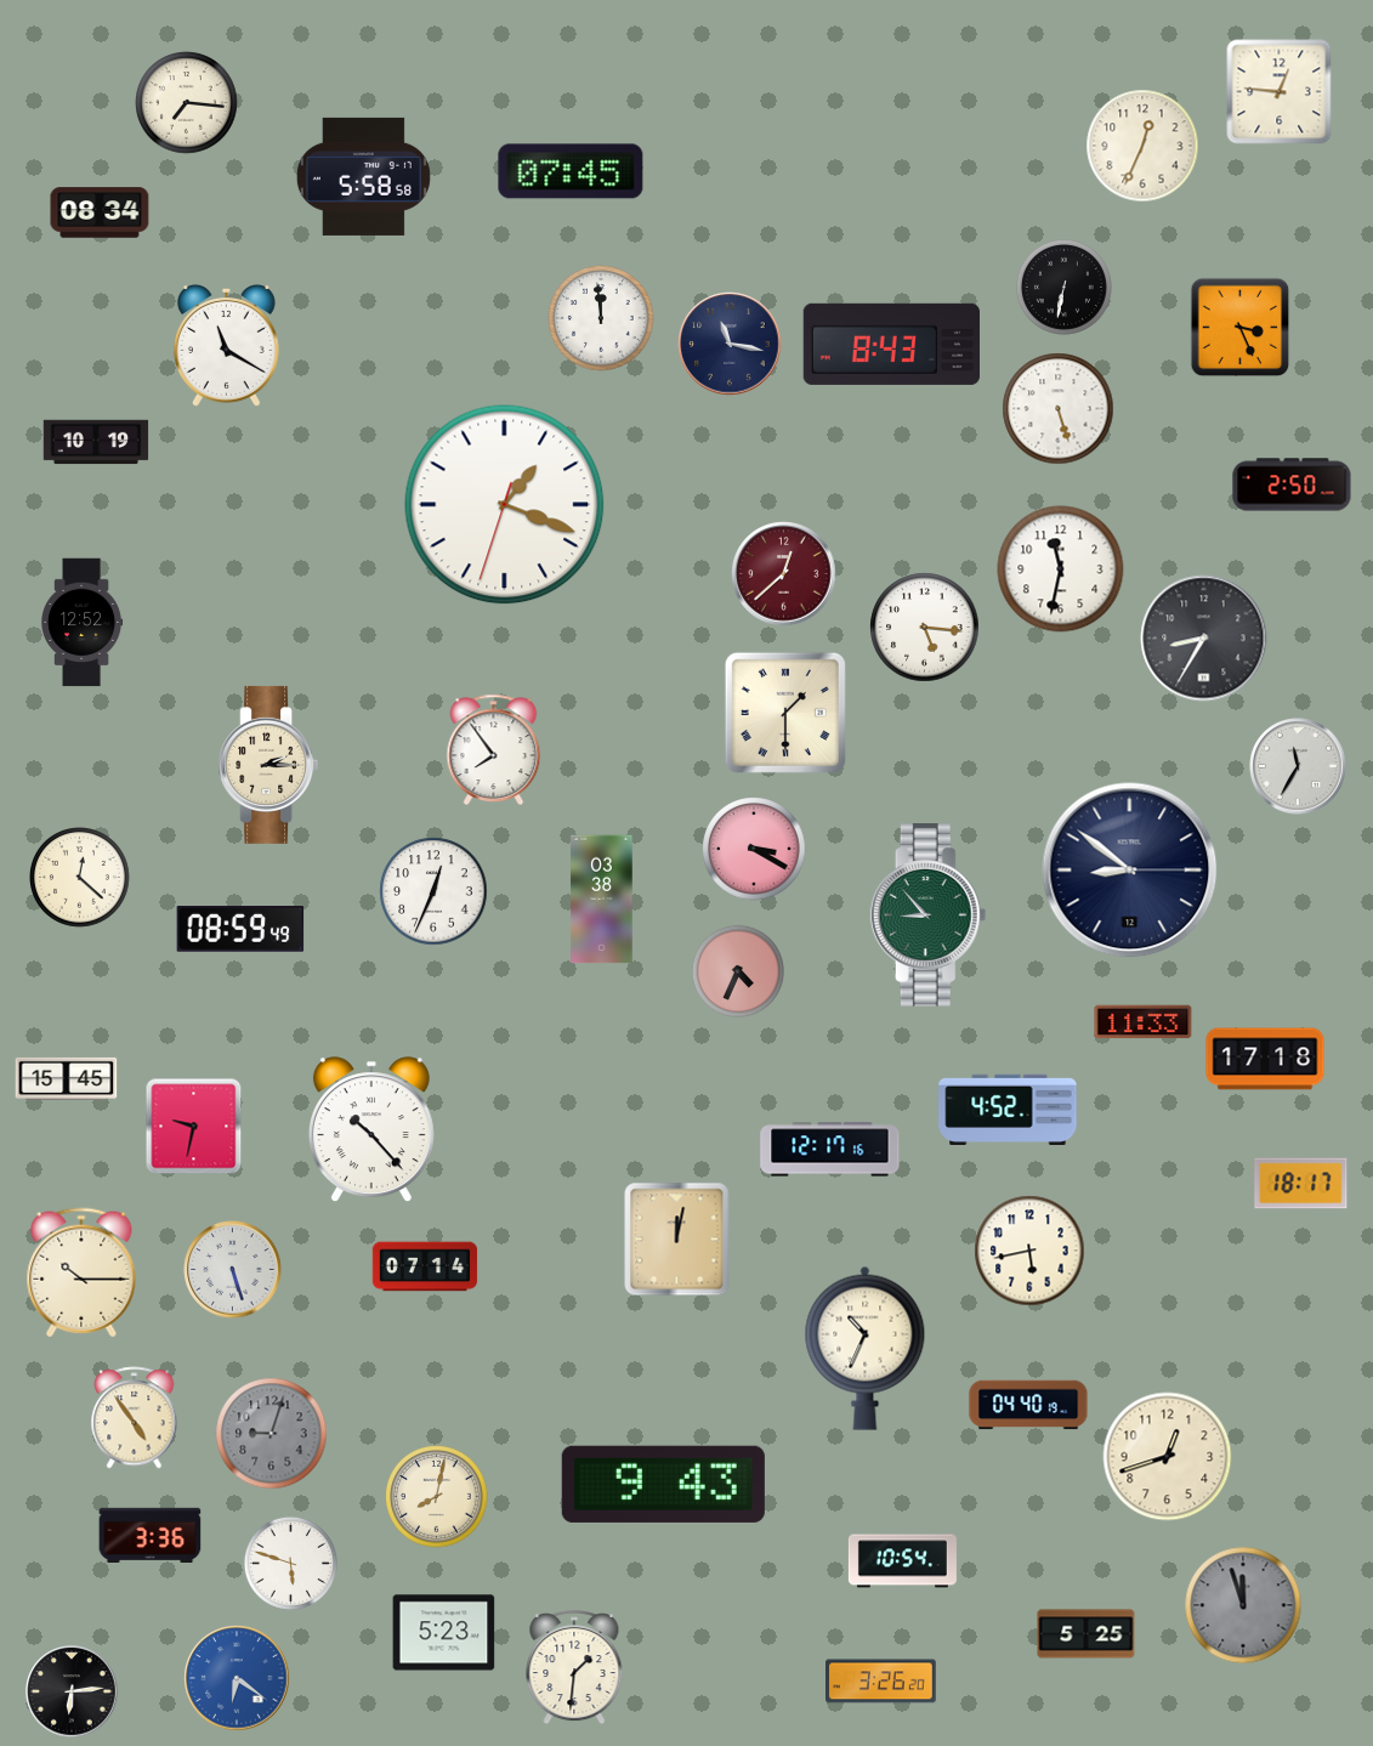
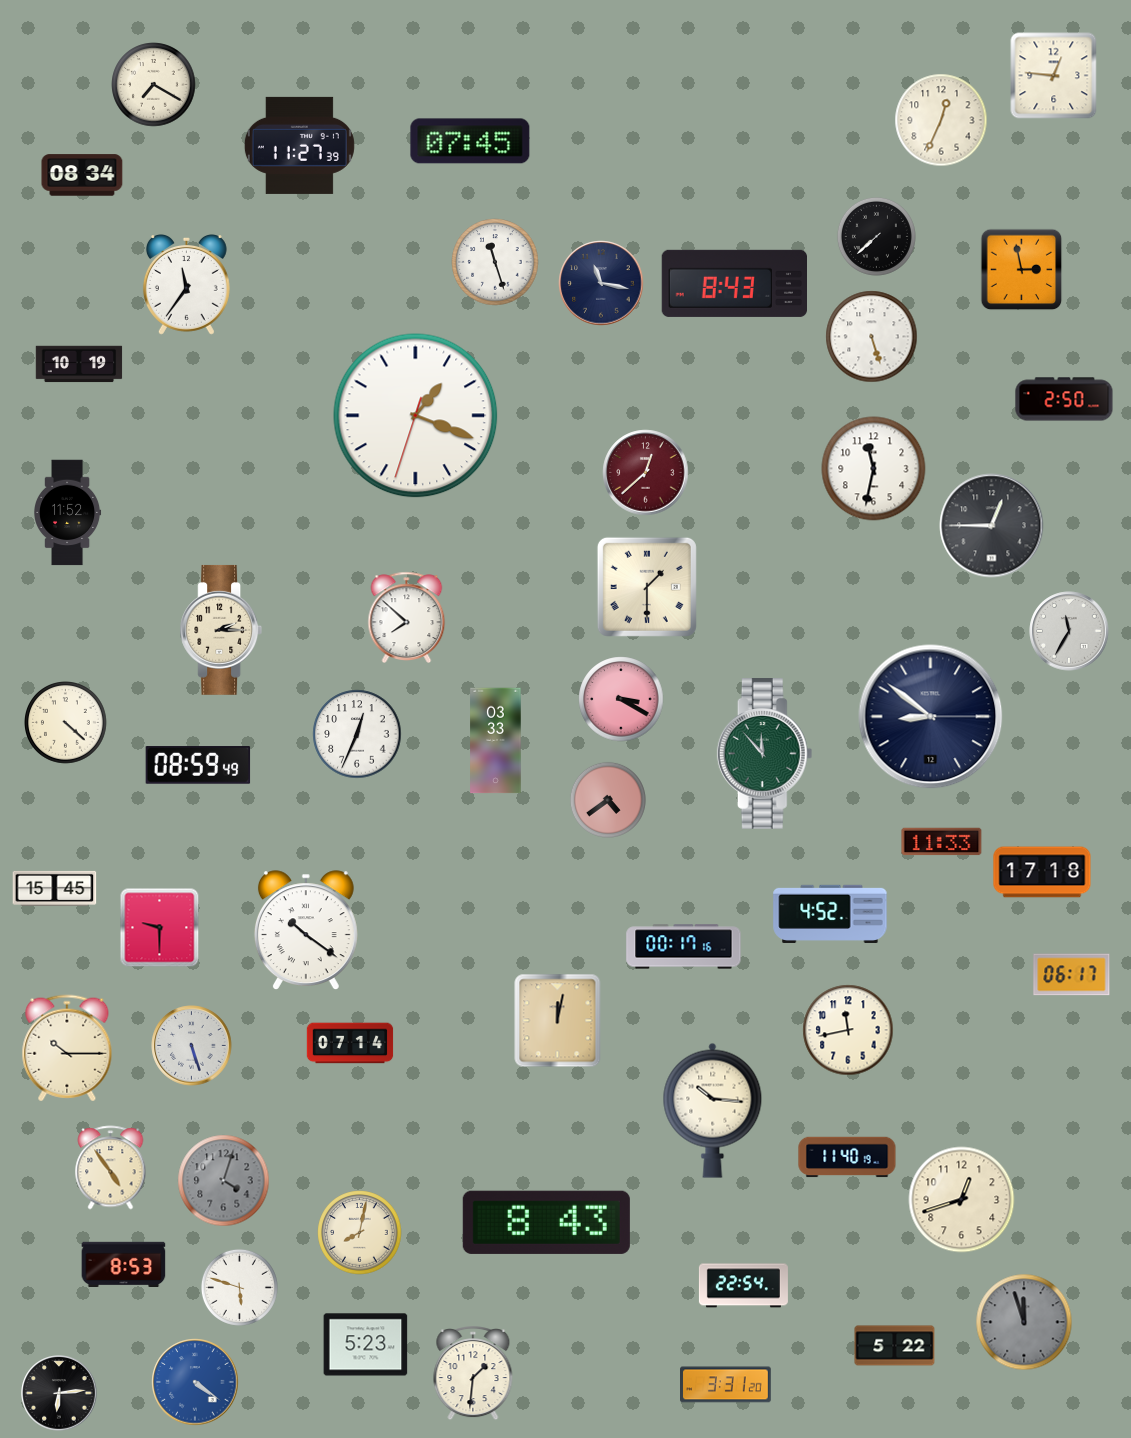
clock at (187, 103): 7:16 -> 7:20
clock at (363, 176): 5:58 -> 11:27
clock at (1063, 287): 6:32 -> 7:38
clock at (601, 318): 11:59 -> 11:27
clock at (1241, 328): 3:26 -> 2:58
clock at (226, 346): 11:20 -> 11:36
clock at (83, 623): 12:52 -> 11:52
clock at (925, 628): 5:16 -> none
clock at (1204, 639): 8:35 -> 12:45
clock at (494, 749): 7:54 -> 7:52
clock at (80, 878): 12:22 -> 4:22
clock at (602, 900): 03:38 -> 03:33
clock at (929, 915): 8:53 -> 11:53
clock at (738, 971): 4:34 -> 4:39
clock at (194, 1127): 9:32 -> 9:30
clock at (371, 1130): 10:23 -> 10:21
clock at (830, 1150): 12:17 -> 00:17
clock at (1301, 1184): 18:17 -> 06:17
clock at (1029, 1251): 5:43 -> 11:43
clock at (866, 1348): 10:34 -> 10:16
clock at (1028, 1405): 04:40 -> 11:40
clock at (272, 1434): 9:03 -> 4:03
clock at (663, 1484): 9:43 -> 8:43
clock at (151, 1535): 3:36 -> 8:53
clock at (902, 1561): 10:54 -> 22:54
clock at (1087, 1634): 5:25 -> 5:22
clock at (237, 1678): 6:21 -> 4:21
clock at (881, 1682): 3:26 -> 3:31
